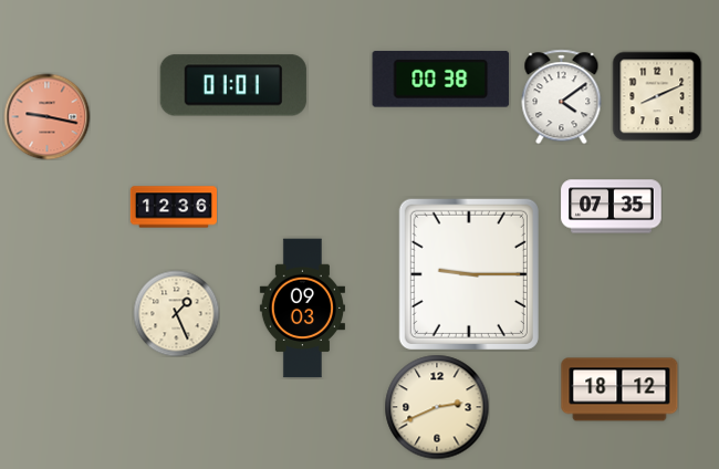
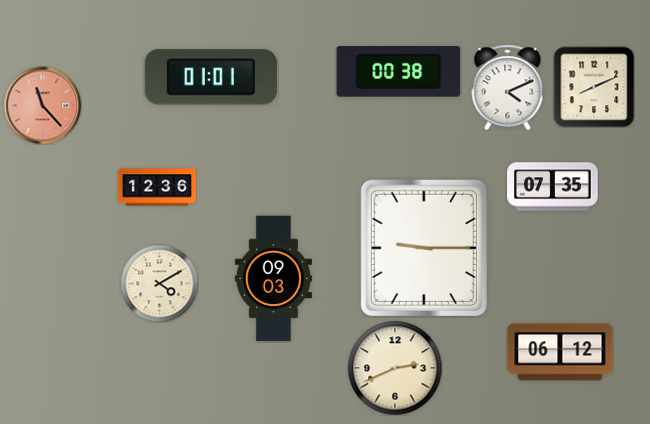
clock at (562, 96): 4:09 -> 4:11
clock at (46, 116): 9:17 -> 11:23
clock at (176, 313): 1:26 -> 4:10
clock at (619, 389): 18:12 -> 06:12
